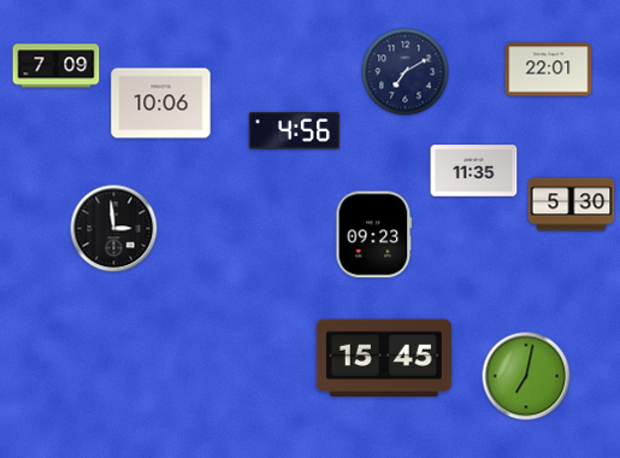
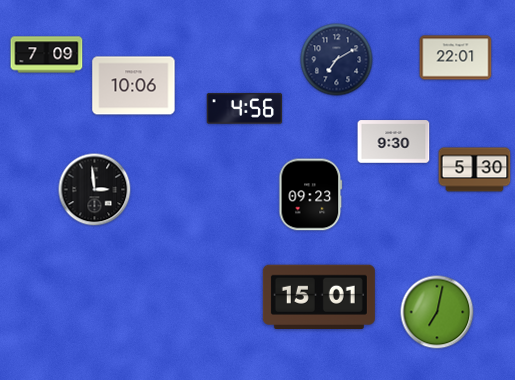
clock at (474, 171): 11:35 -> 9:30
clock at (384, 357): 15:45 -> 15:01
